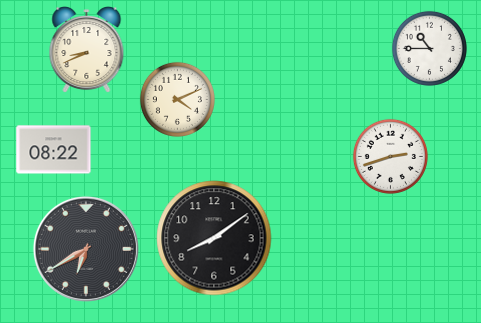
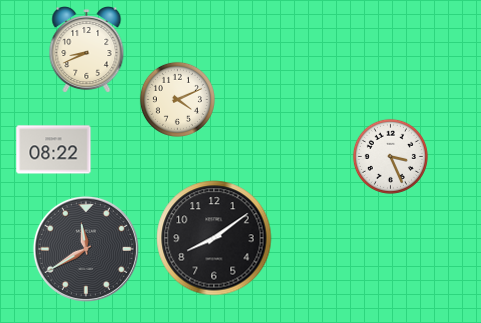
clock at (429, 48): 10:45 -> none
clock at (390, 156): 2:42 -> 3:26
clock at (86, 249): 6:40 -> 11:40
